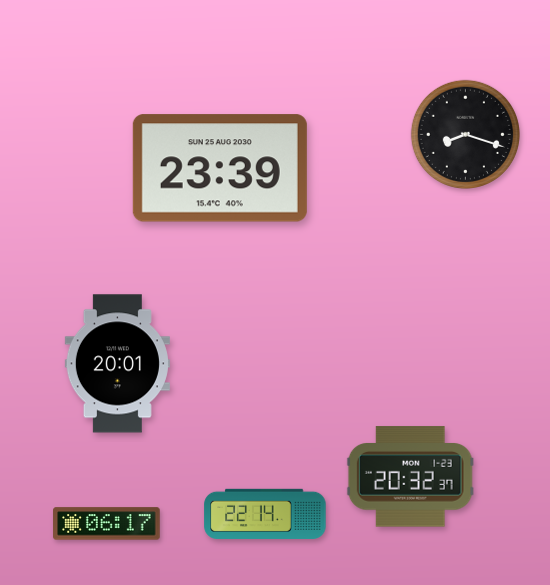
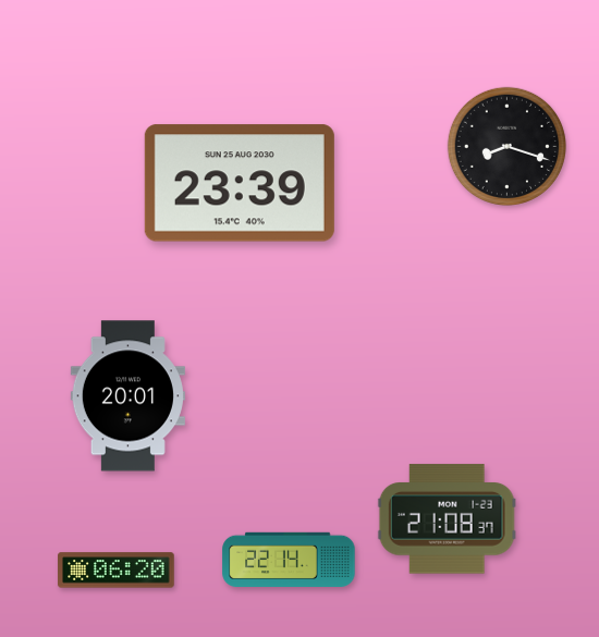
clock at (410, 477): 20:32 -> 21:08
clock at (107, 524): 06:17 -> 06:20
